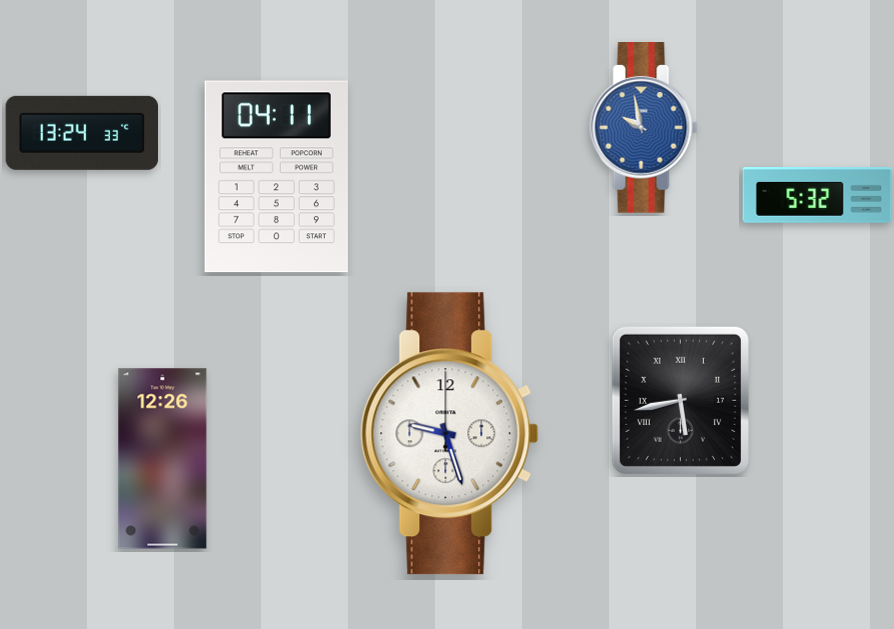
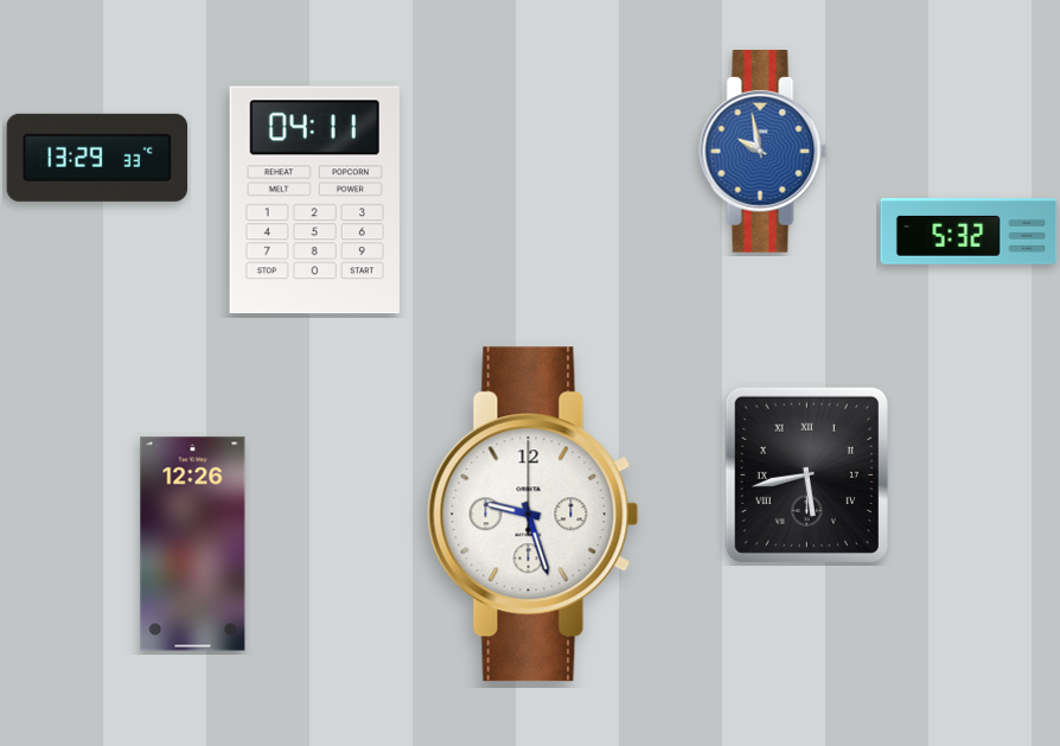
clock at (82, 133): 13:24 -> 13:29
clock at (276, 177) position: (276, 177) -> (314, 200)
